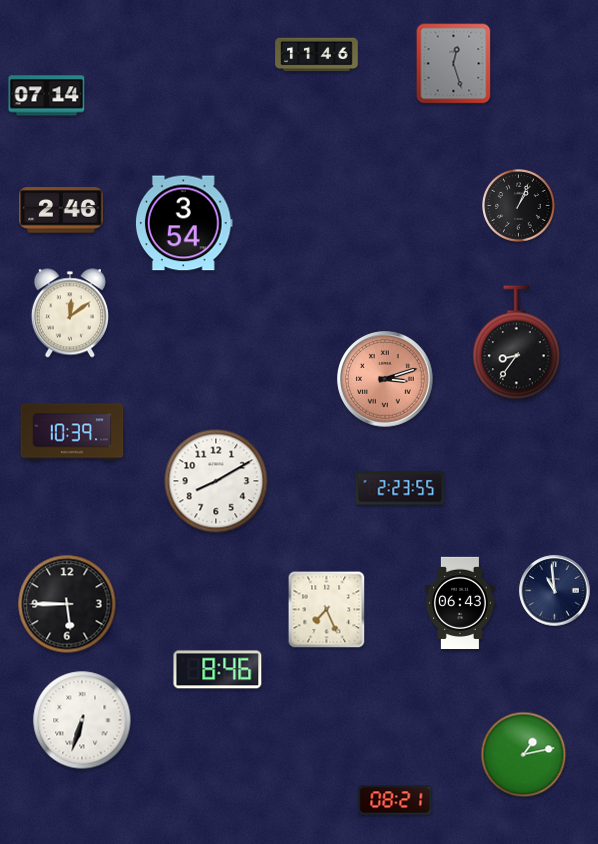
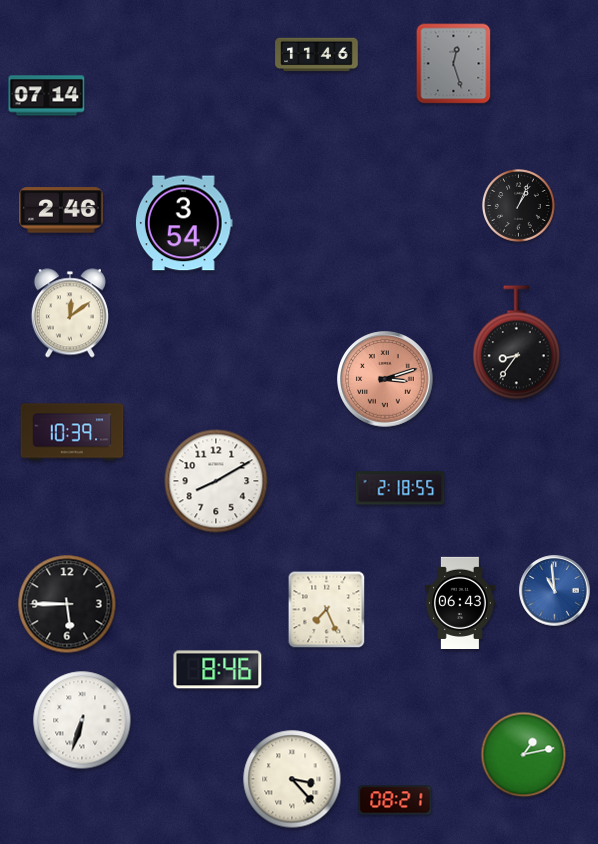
clock at (400, 488): 2:23 -> 2:18
clock at (555, 591) dial: navy -> blue
clock at (292, 779): none -> 3:23
